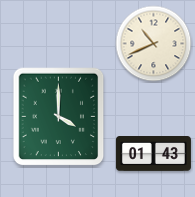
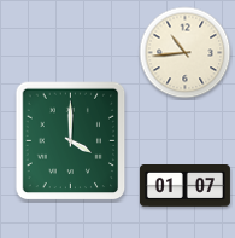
clock at (154, 44): 10:41 -> 10:44
clock at (153, 154): 01:43 -> 01:07
